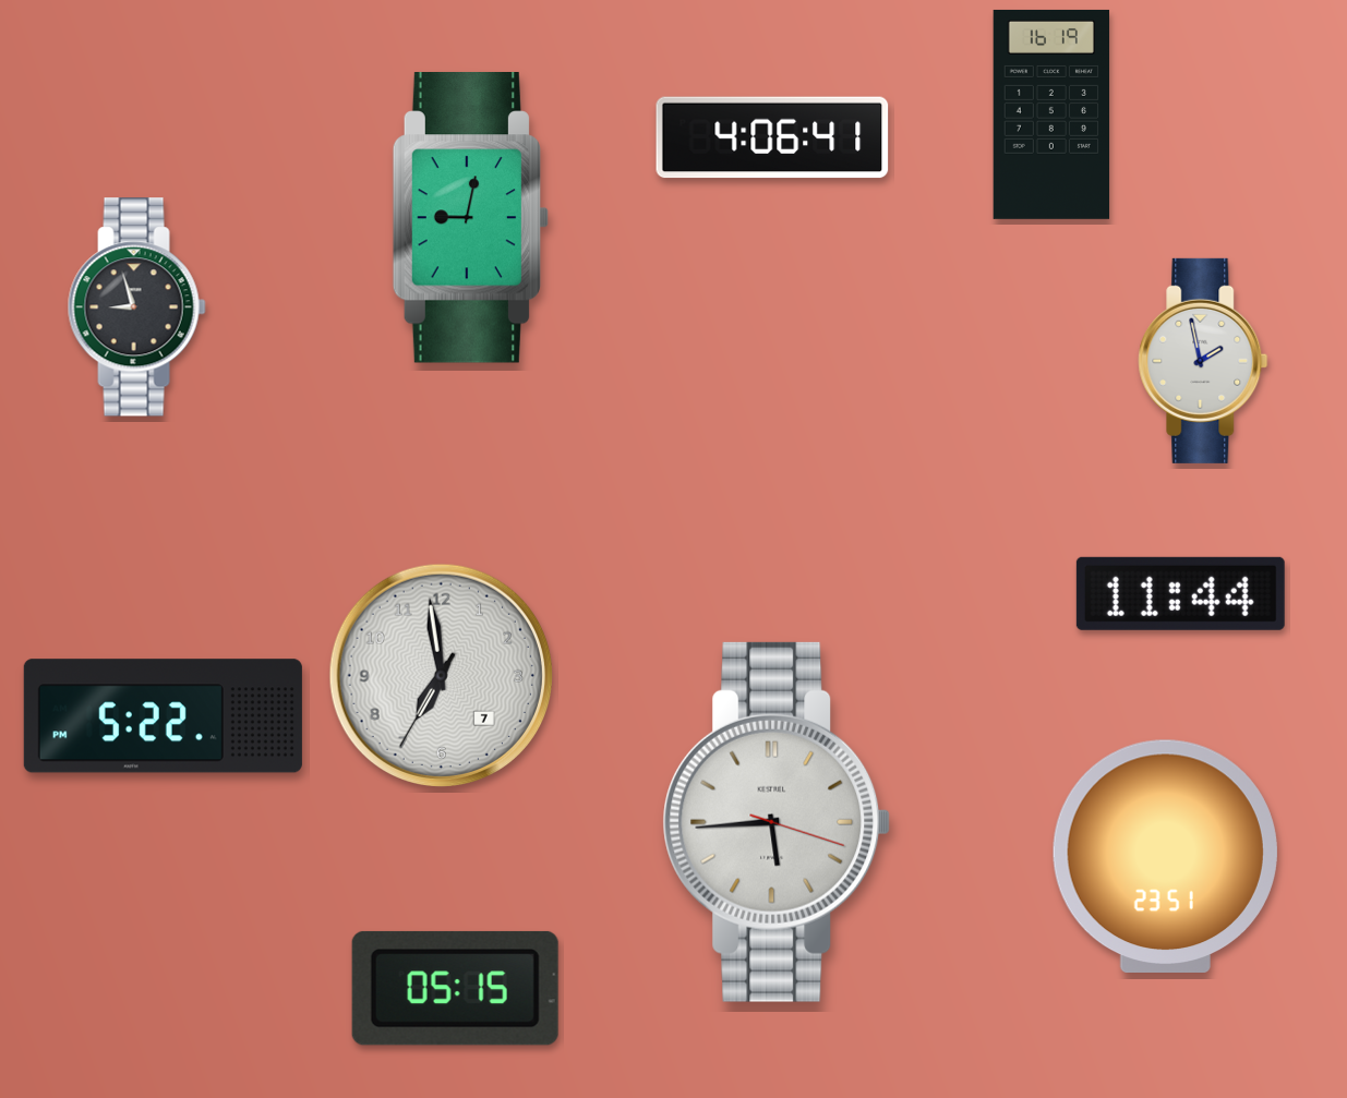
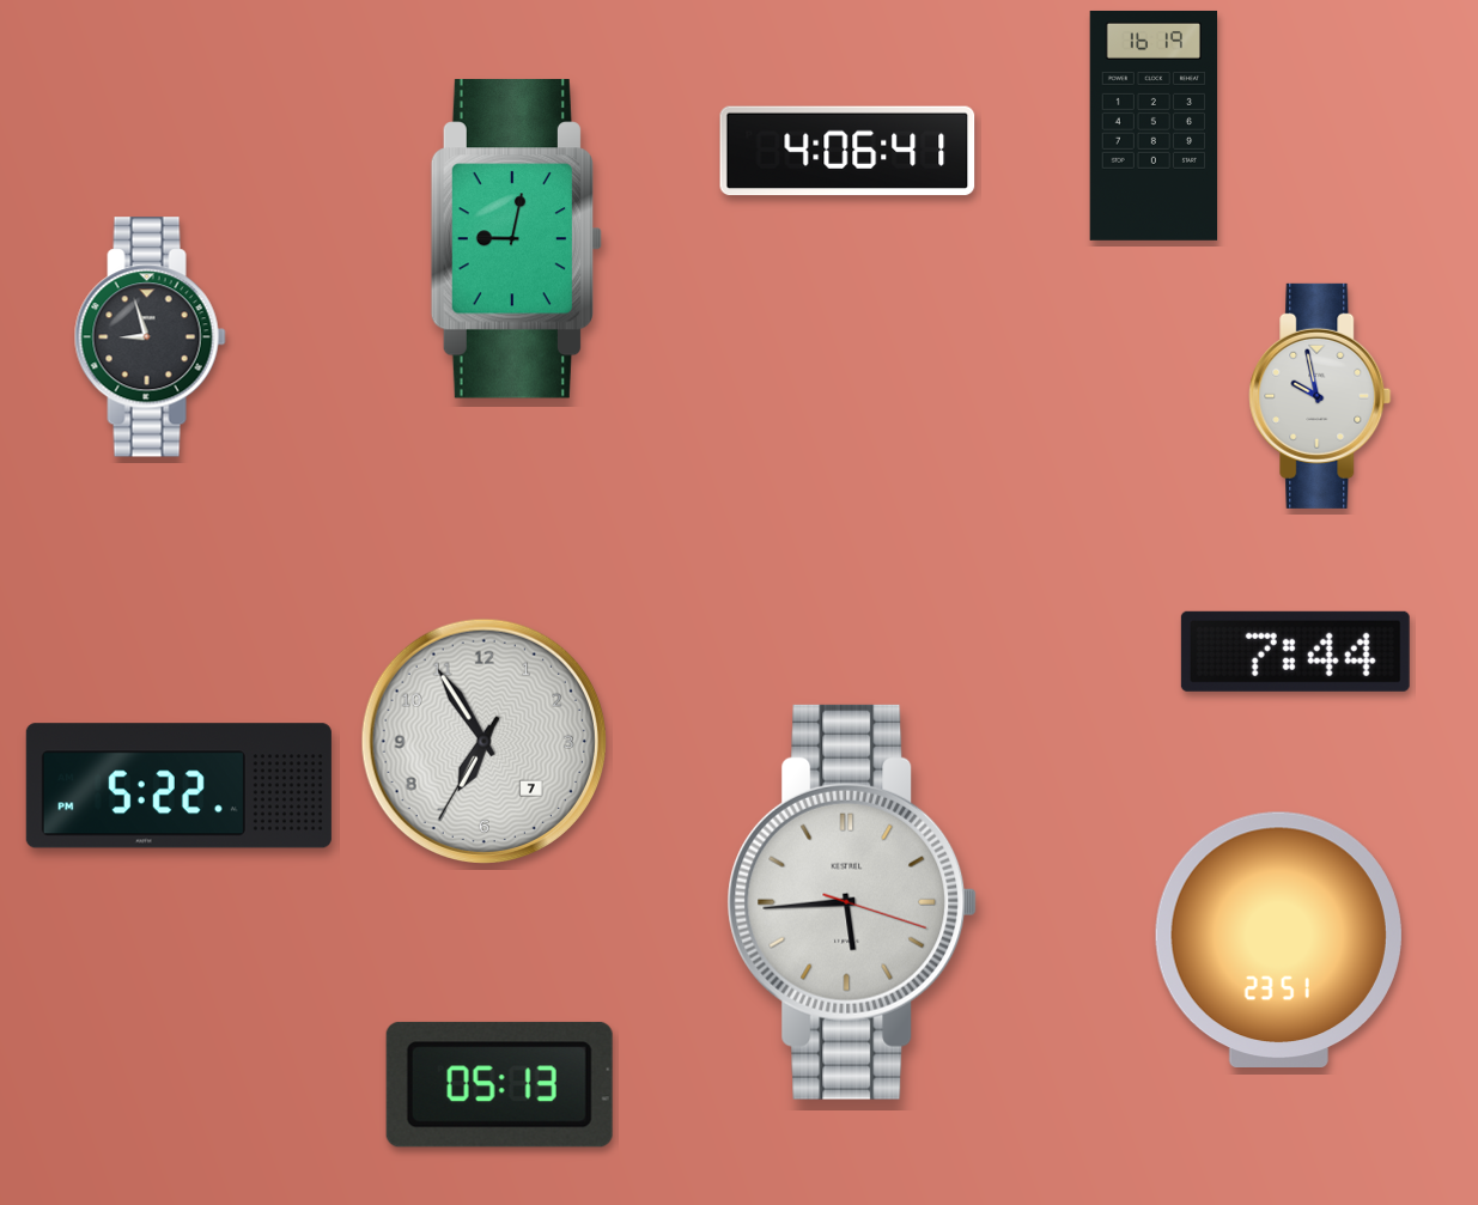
clock at (1203, 361): 1:58 -> 9:58
clock at (1180, 593): 11:44 -> 7:44
clock at (441, 675): 6:58 -> 6:54
clock at (455, 988): 05:15 -> 05:13
